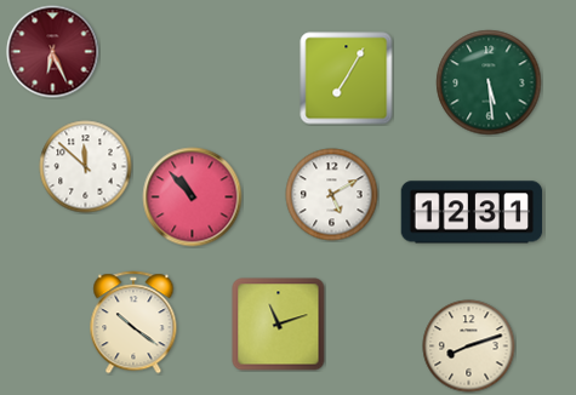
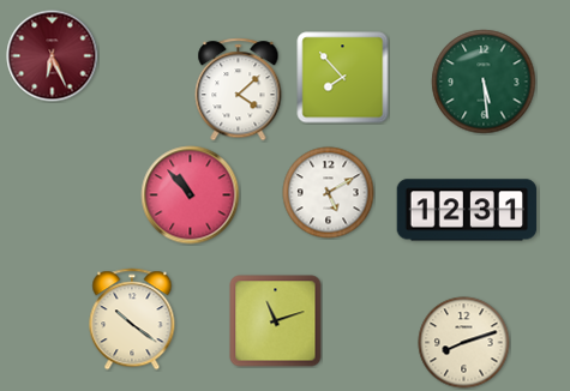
clock at (53, 52) position: (53, 52) -> (53, 56)
clock at (347, 79): 7:05 -> 7:53
clock at (239, 90): none -> 4:08
clock at (86, 167): 11:52 -> none
